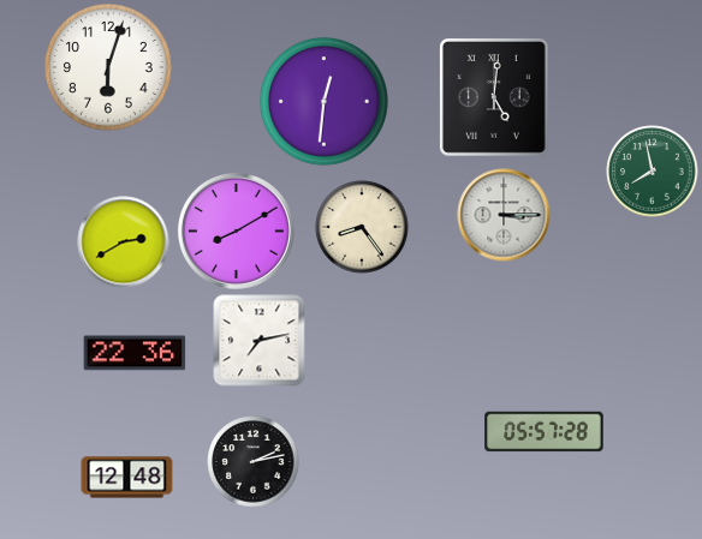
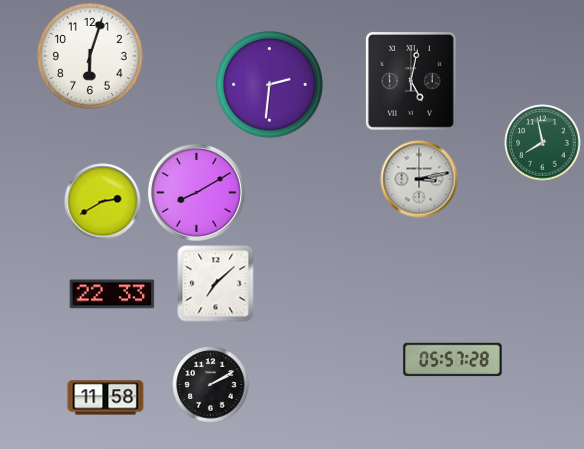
clock at (494, 97): 5:01 -> 5:02
clock at (323, 101): 12:31 -> 2:31
clock at (504, 215): 3:15 -> 3:13
clock at (362, 227): 8:24 -> none
clock at (260, 341): 7:13 -> 7:08
clock at (135, 353): 22:36 -> 22:33
clock at (254, 462): 2:13 -> 2:10
clock at (127, 478): 12:48 -> 11:58
